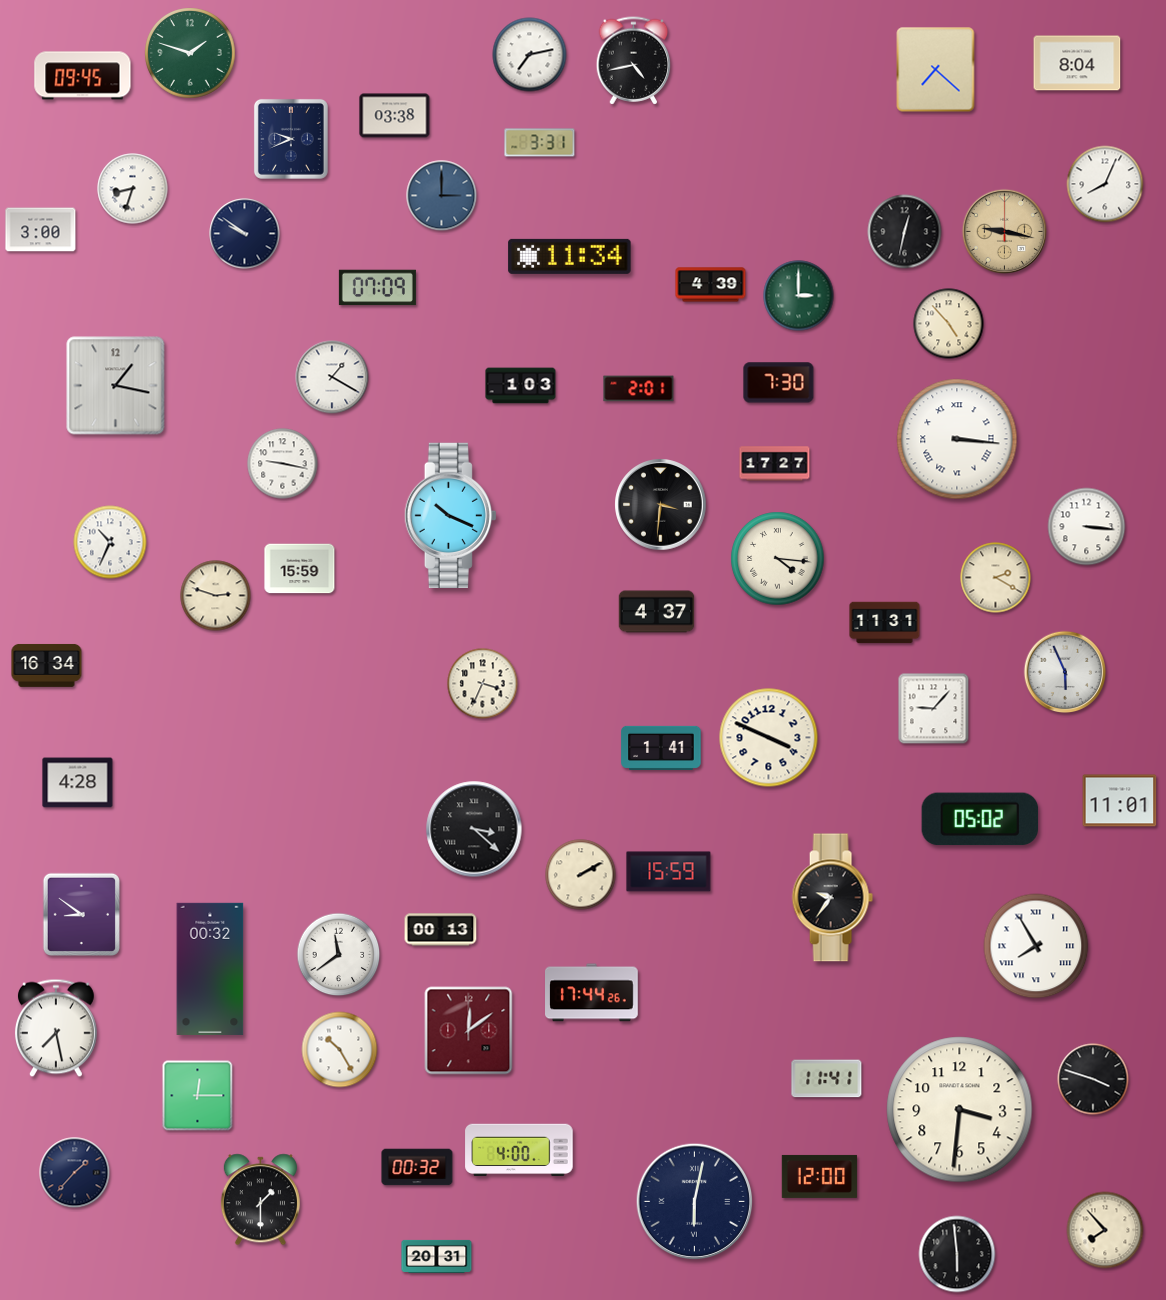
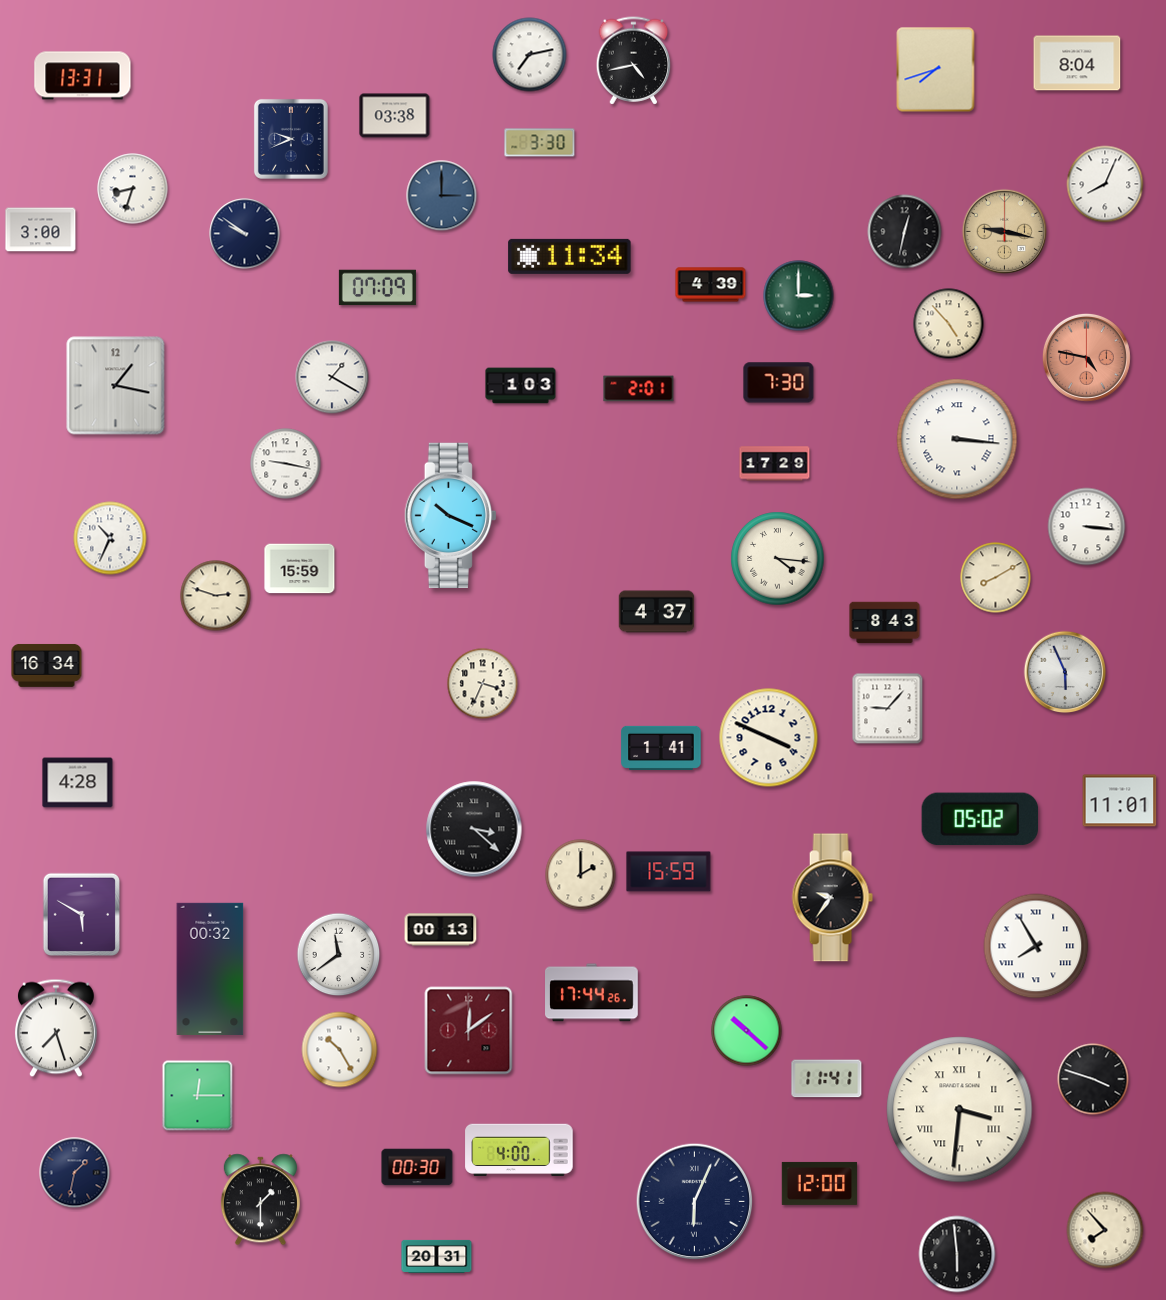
clock at (190, 53): 1:48 -> none
clock at (936, 70): 7:22 -> 7:42
clock at (83, 76): 09:45 -> 13:31
clock at (540, 143): 3:31 -> 3:30
clock at (1086, 357): none -> 4:47
clock at (283, 464) position: (283, 464) -> (286, 464)
clock at (775, 464): 17:27 -> 17:29
clock at (661, 505): 3:31 -> none
clock at (110, 542) position: (110, 542) -> (110, 538)
clock at (996, 578): 2:20 -> 8:10
clock at (885, 623): 11:31 -> 8:43
clock at (934, 709) position: (934, 709) -> (888, 709)
clock at (581, 875): 2:10 -> 2:00
clock at (81, 914): 8:51 -> 5:50
clock at (56, 1028): 7:28 -> 7:27
clock at (747, 1031): none -> 10:22
clock at (960, 1110) numerals: Arabic -> Roman
clock at (417, 1167): 00:32 -> 00:30
clock at (75, 1173): 1:37 -> 1:32
clock at (820, 1176) position: (820, 1176) -> (820, 1183)
clock at (695, 1202): 6:02 -> 6:04
